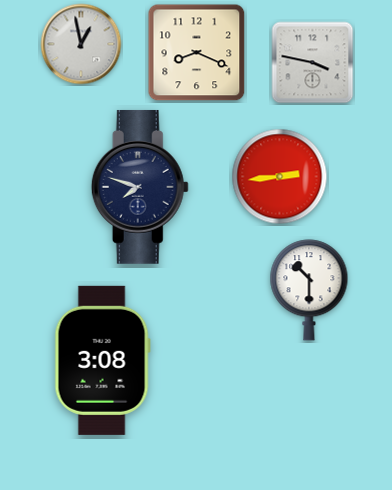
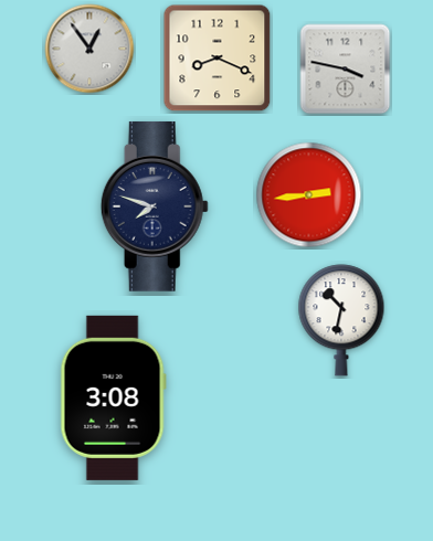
clock at (81, 44): 12:58 -> 12:54
clock at (309, 290): 10:30 -> 10:32
